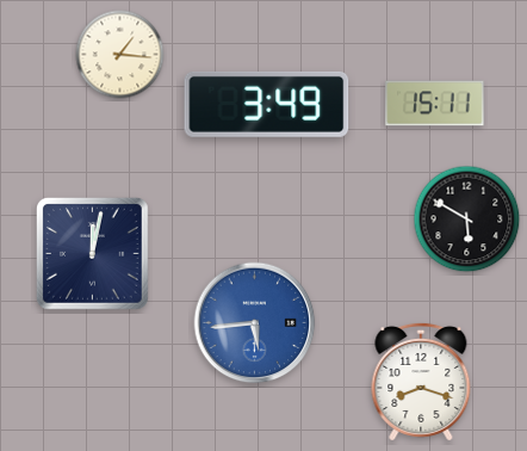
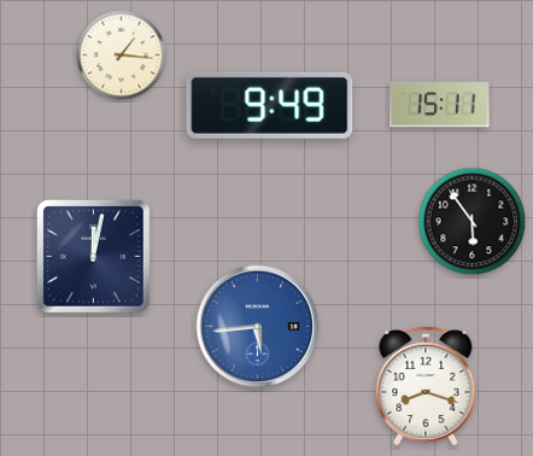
clock at (267, 104): 3:49 -> 9:49
clock at (467, 220): 5:50 -> 5:54
